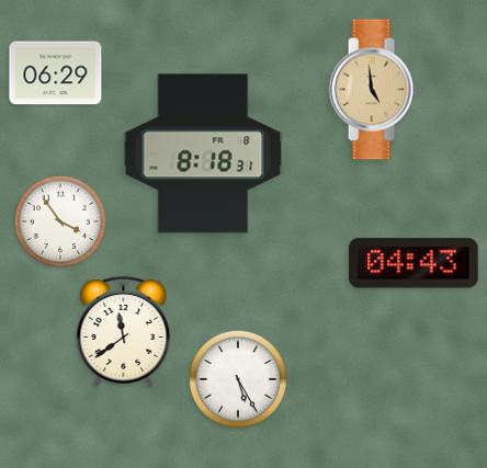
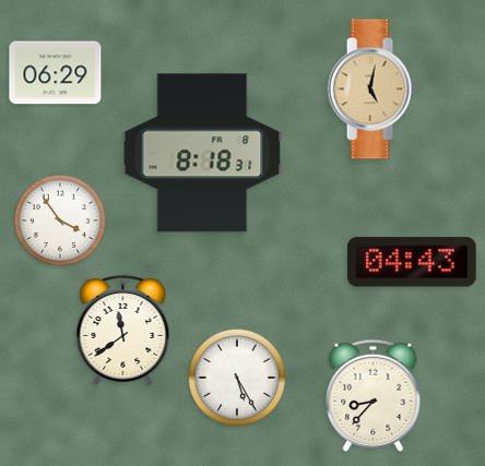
clock at (373, 90): 4:59 -> 5:02
clock at (374, 395): none -> 8:37
